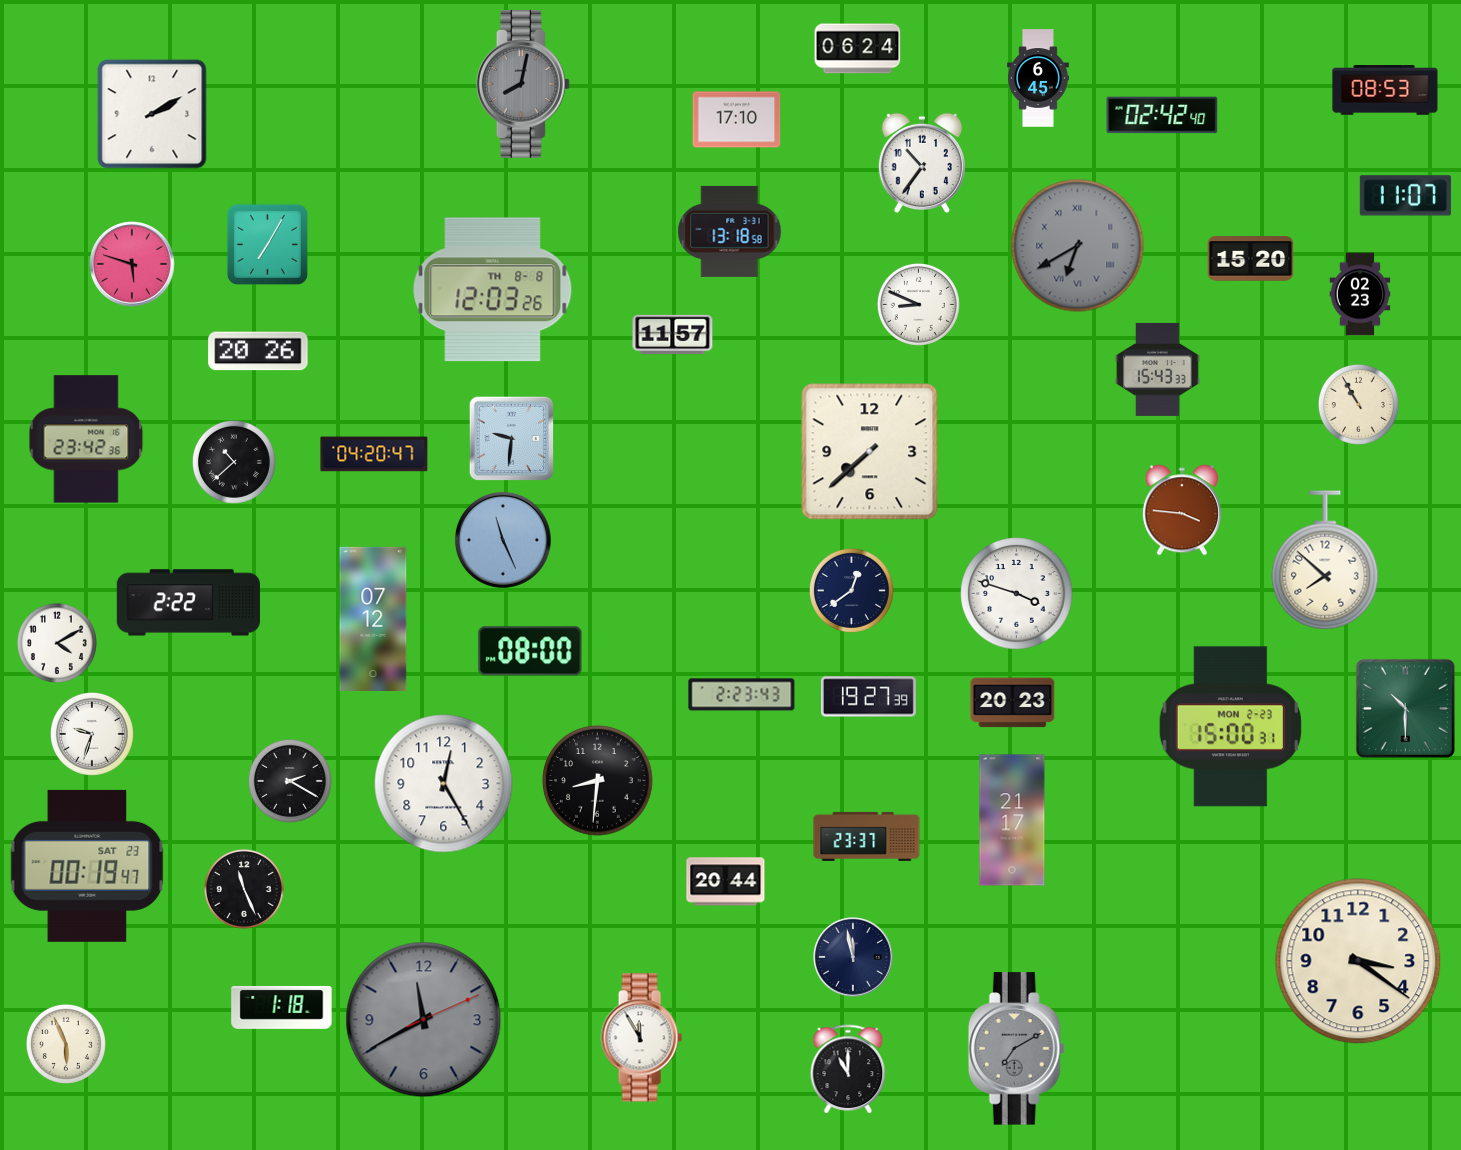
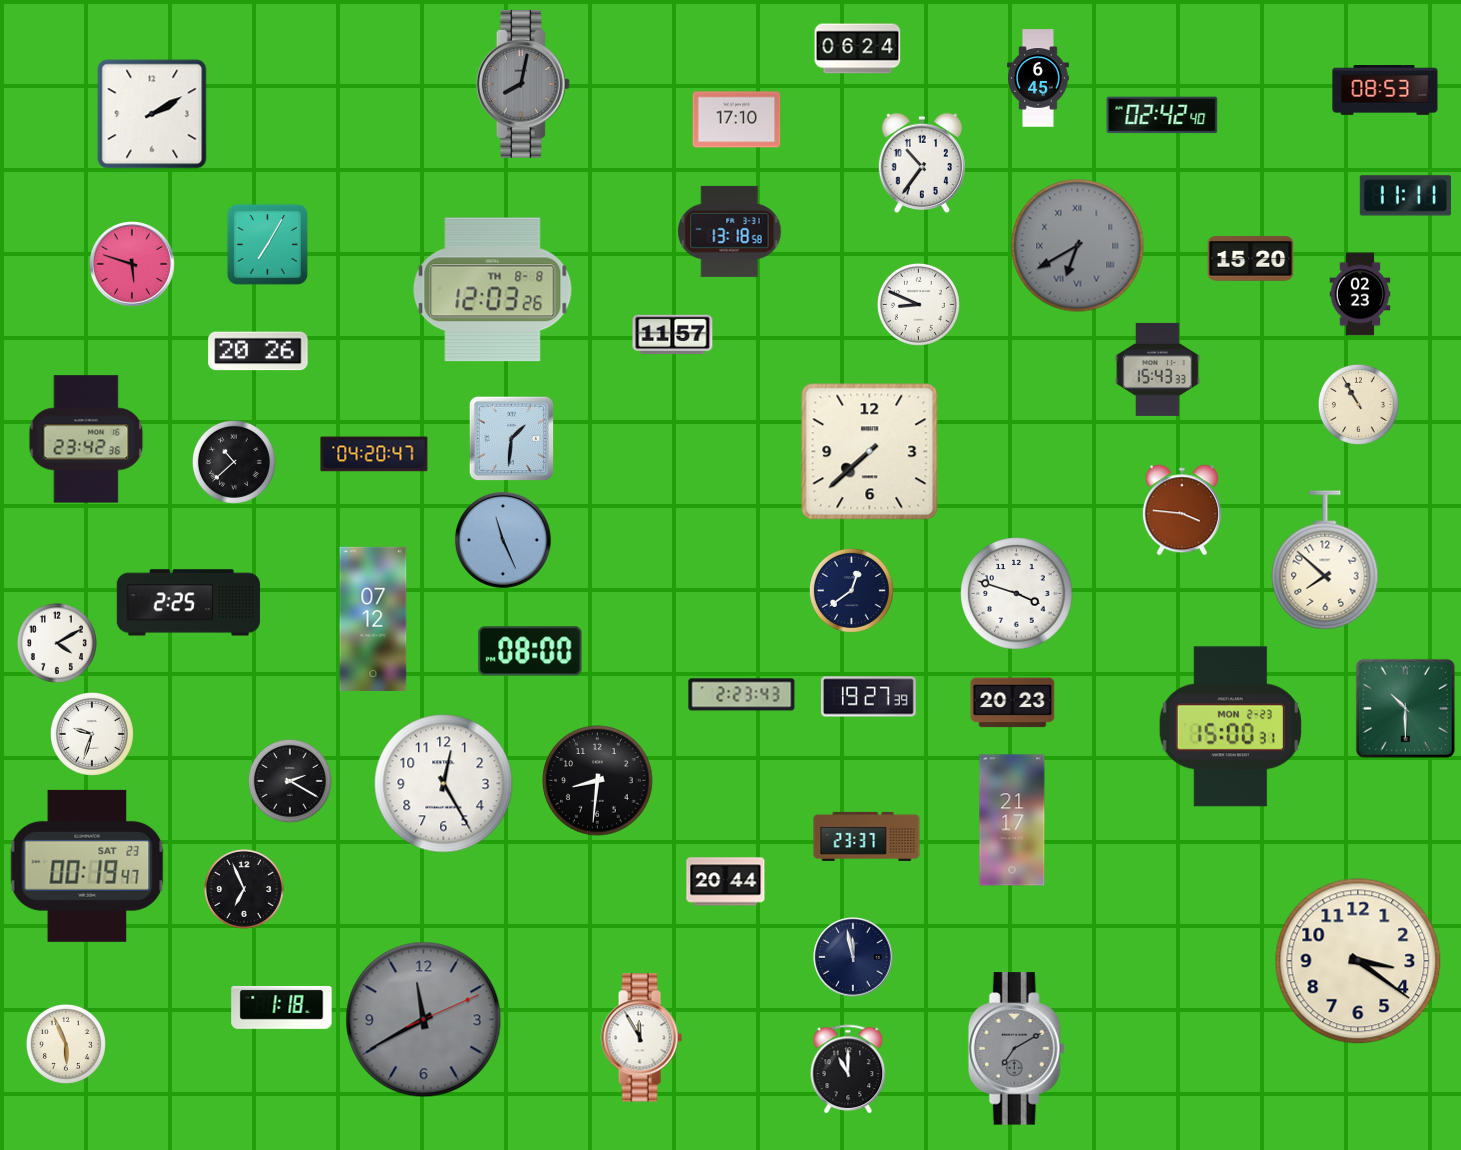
clock at (1405, 196): 11:07 -> 11:11
clock at (512, 439): 9:31 -> 1:31
clock at (188, 603): 2:22 -> 2:25
clock at (244, 889): 11:26 -> 6:56
